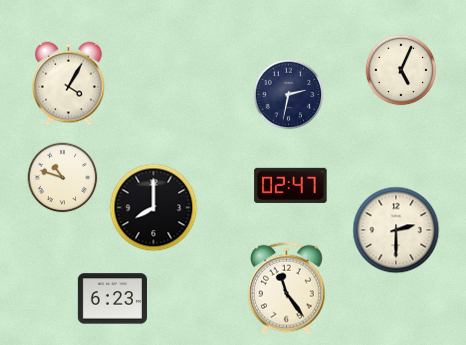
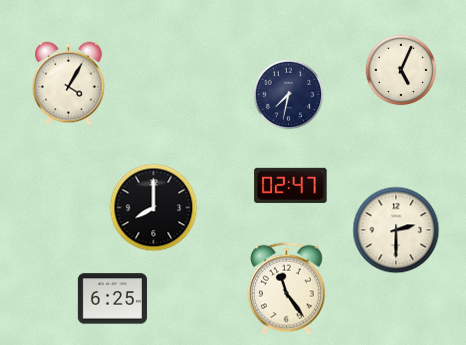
clock at (289, 95): 2:32 -> 7:32
clock at (63, 178): 10:48 -> none
clock at (112, 299): 6:23 -> 6:25
